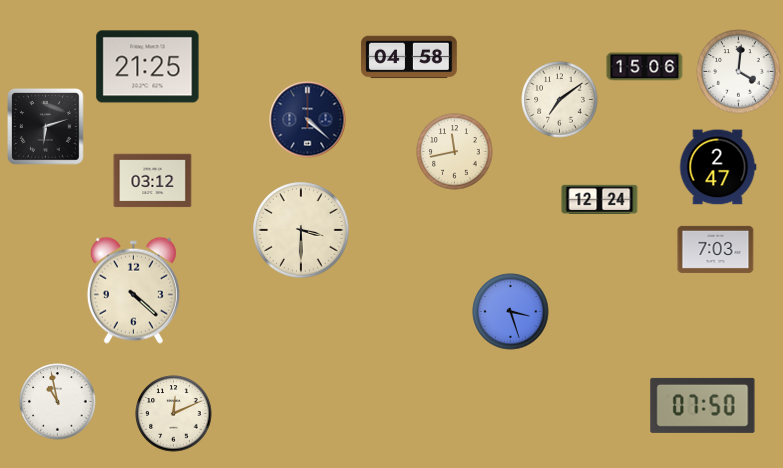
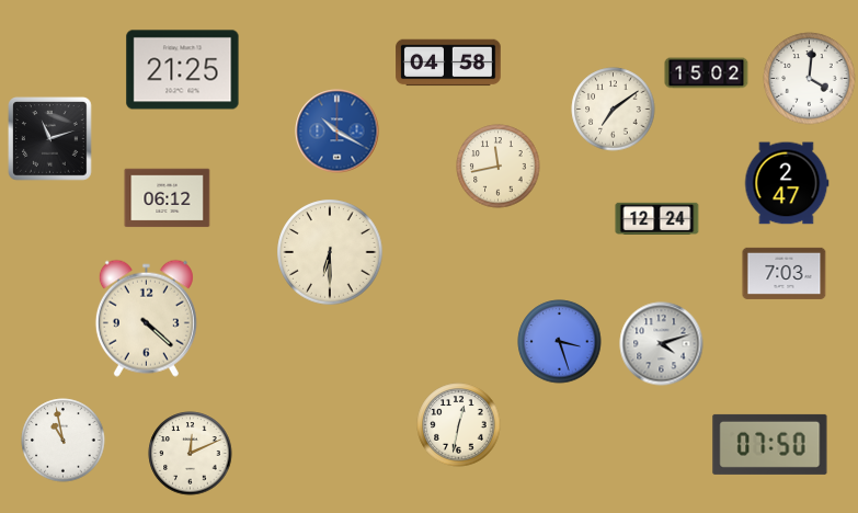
clock at (148, 67) position: (148, 67) -> (183, 70)
clock at (645, 67): 15:06 -> 15:02
clock at (308, 120): 4:22 -> 10:20
clock at (308, 120) dial: navy -> blue
clock at (46, 127): 6:12 -> 11:12
clock at (153, 181): 03:12 -> 06:12
clock at (301, 230): 3:30 -> 6:30
clock at (662, 344): none -> 4:12
clock at (459, 425): none -> 12:32
